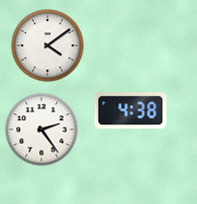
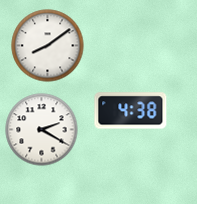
clock at (48, 46): 4:09 -> 8:09
clock at (42, 130): 2:24 -> 2:20
